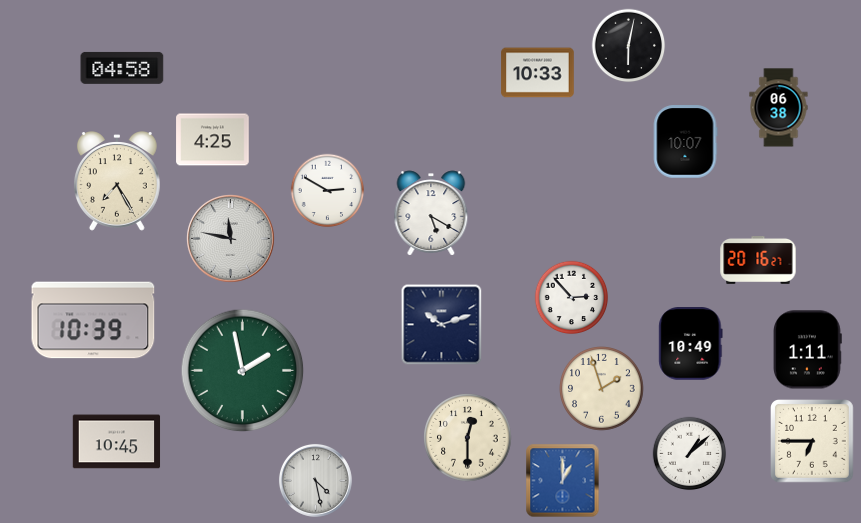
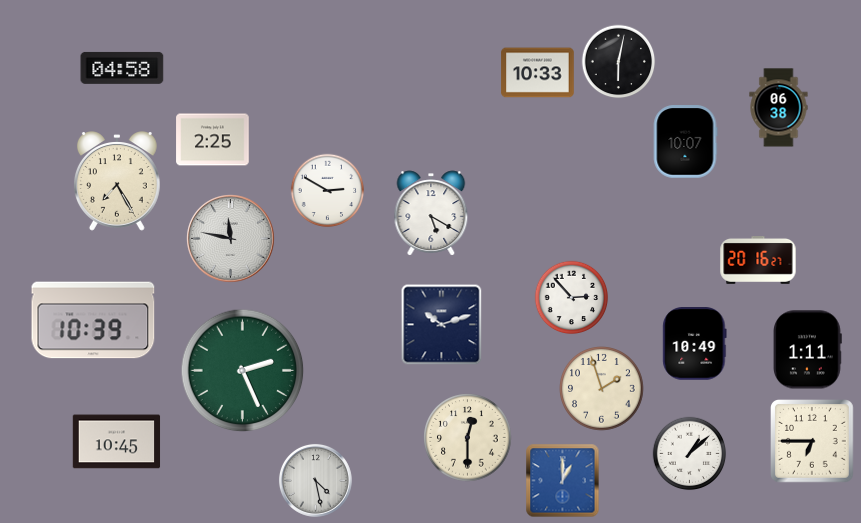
clock at (629, 46) position: (629, 46) -> (619, 62)
clock at (213, 140): 4:25 -> 2:25
clock at (691, 344) position: (691, 344) -> (695, 344)
clock at (243, 371): 1:58 -> 2:26
